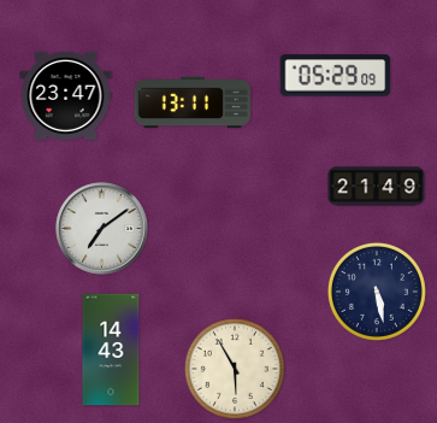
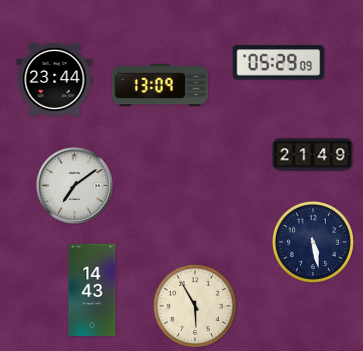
clock at (66, 95): 23:47 -> 23:44
clock at (193, 102): 13:11 -> 13:09
clock at (102, 229) position: (102, 229) -> (75, 186)
